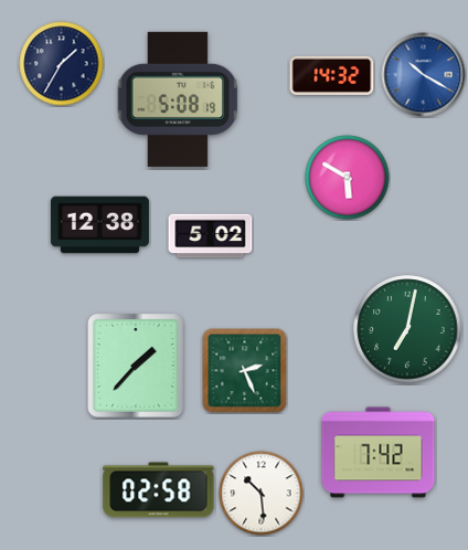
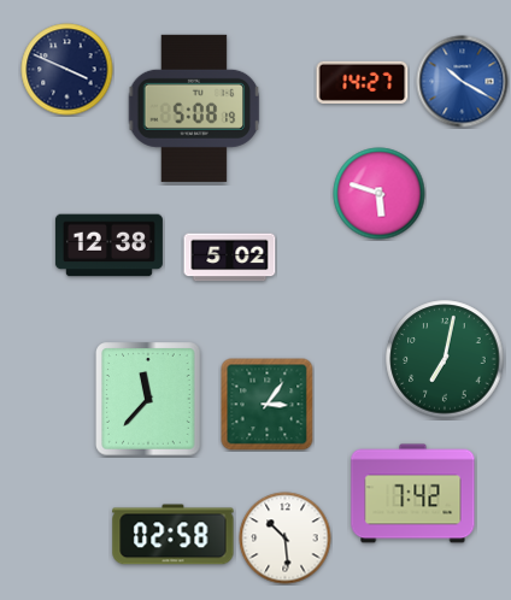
clock at (62, 64): 1:35 -> 3:49
clock at (332, 75): 14:32 -> 14:27
clock at (348, 178): 5:50 -> 5:48
clock at (136, 366): 1:37 -> 11:37
clock at (245, 371): 2:26 -> 3:06
